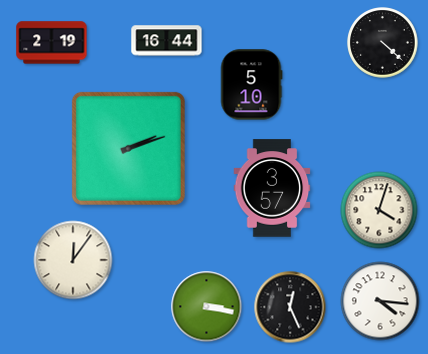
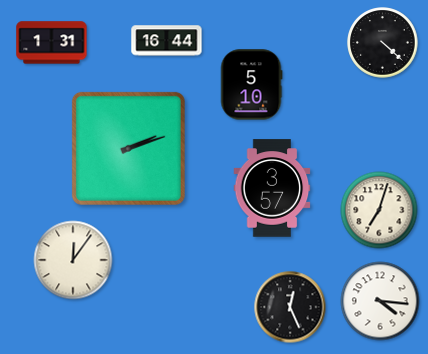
clock at (52, 43): 2:19 -> 1:31
clock at (379, 210): 4:03 -> 7:03
clock at (207, 307): 3:17 -> none
